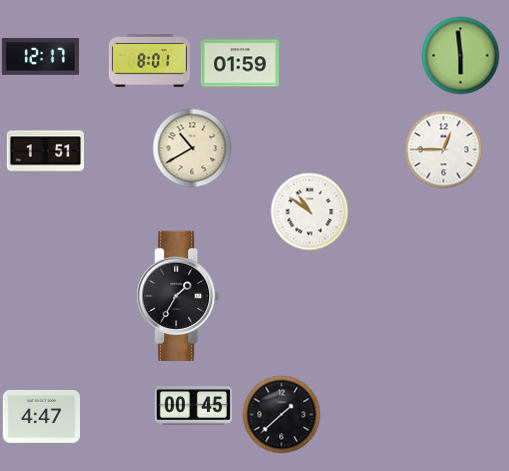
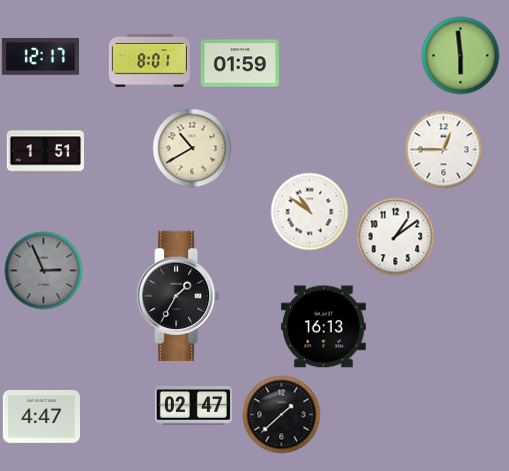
clock at (395, 236): none -> 1:09
clock at (43, 270): none -> 2:56
clock at (323, 327): none -> 16:13
clock at (193, 406): 00:45 -> 02:47
